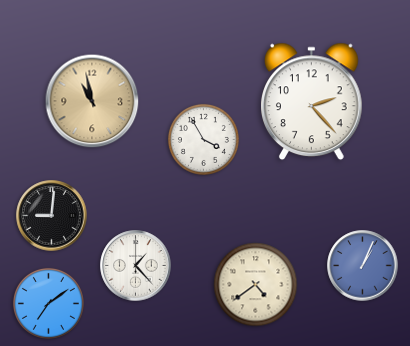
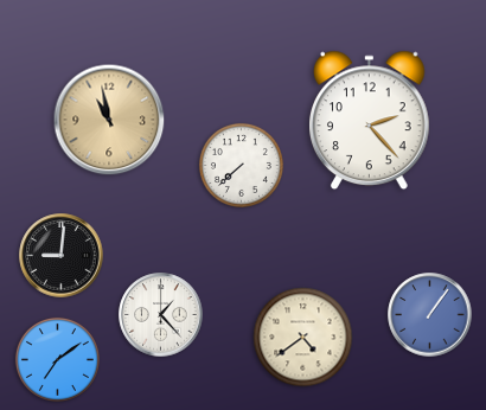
clock at (203, 139): 3:55 -> 7:38
clock at (363, 266): 1:04 -> 1:06
